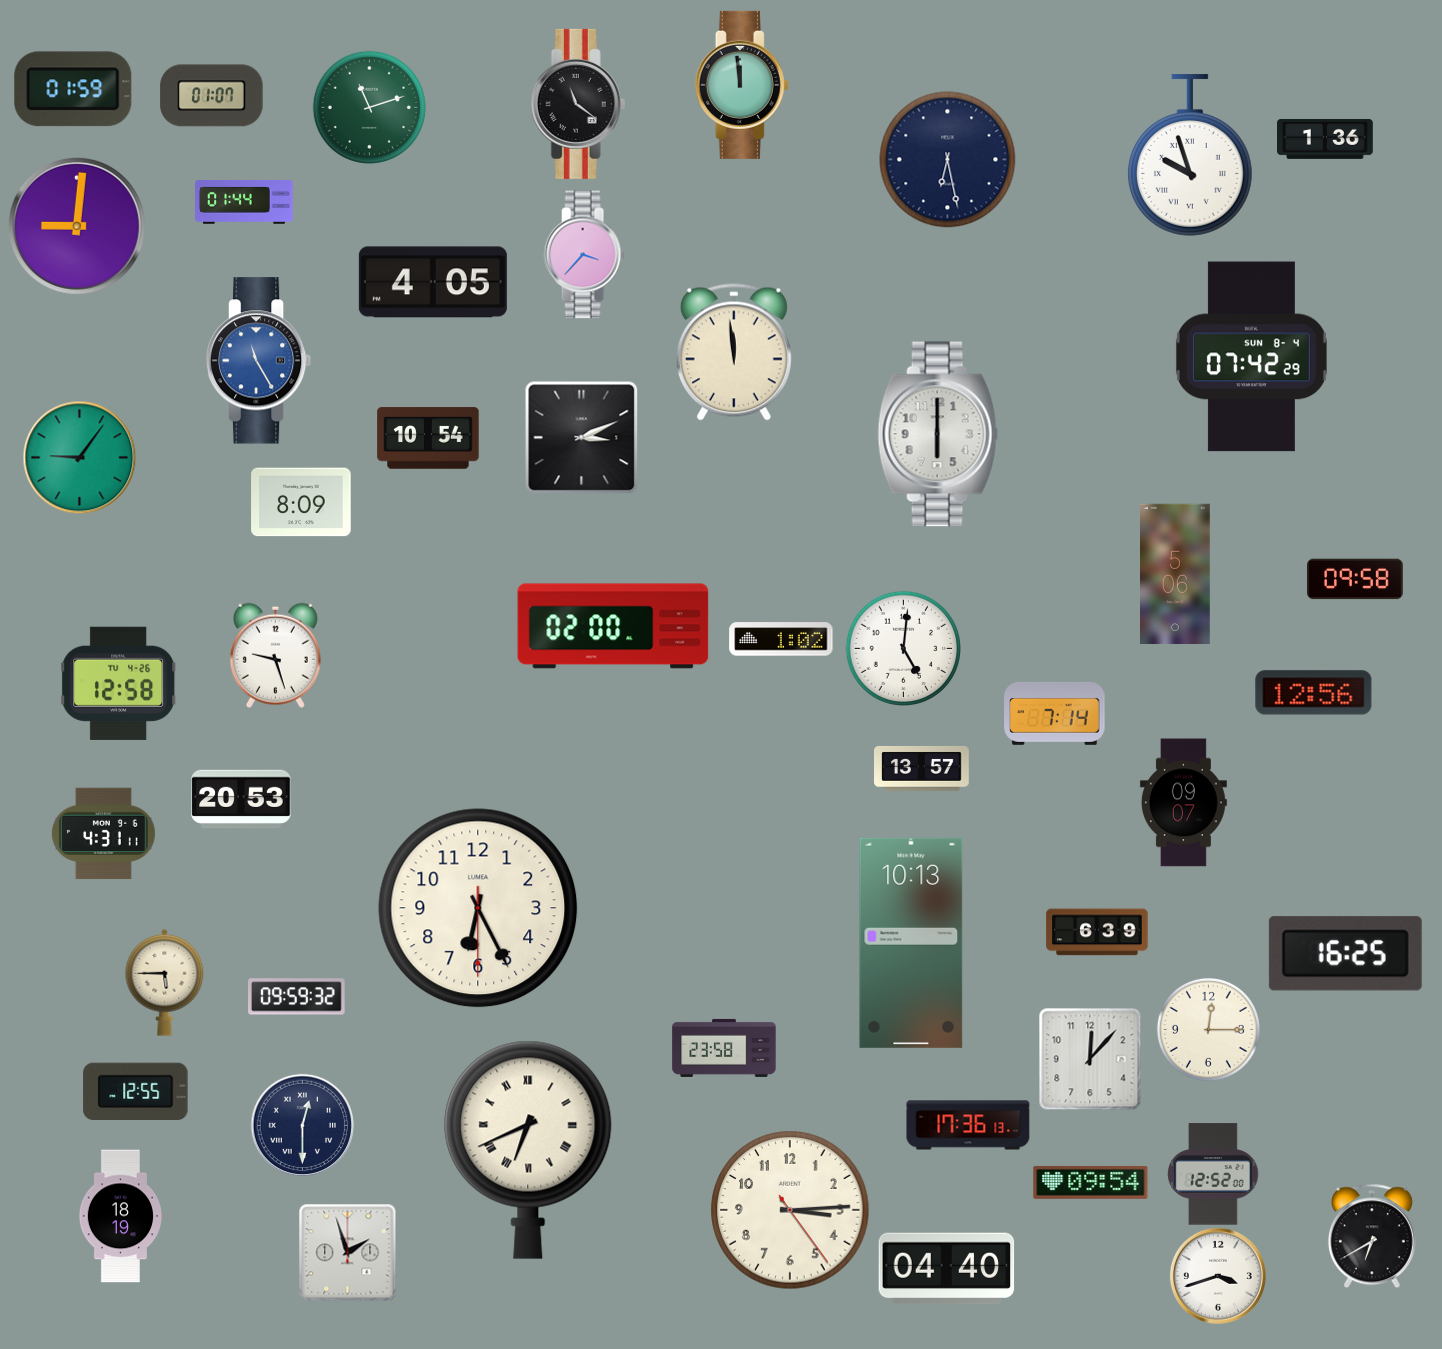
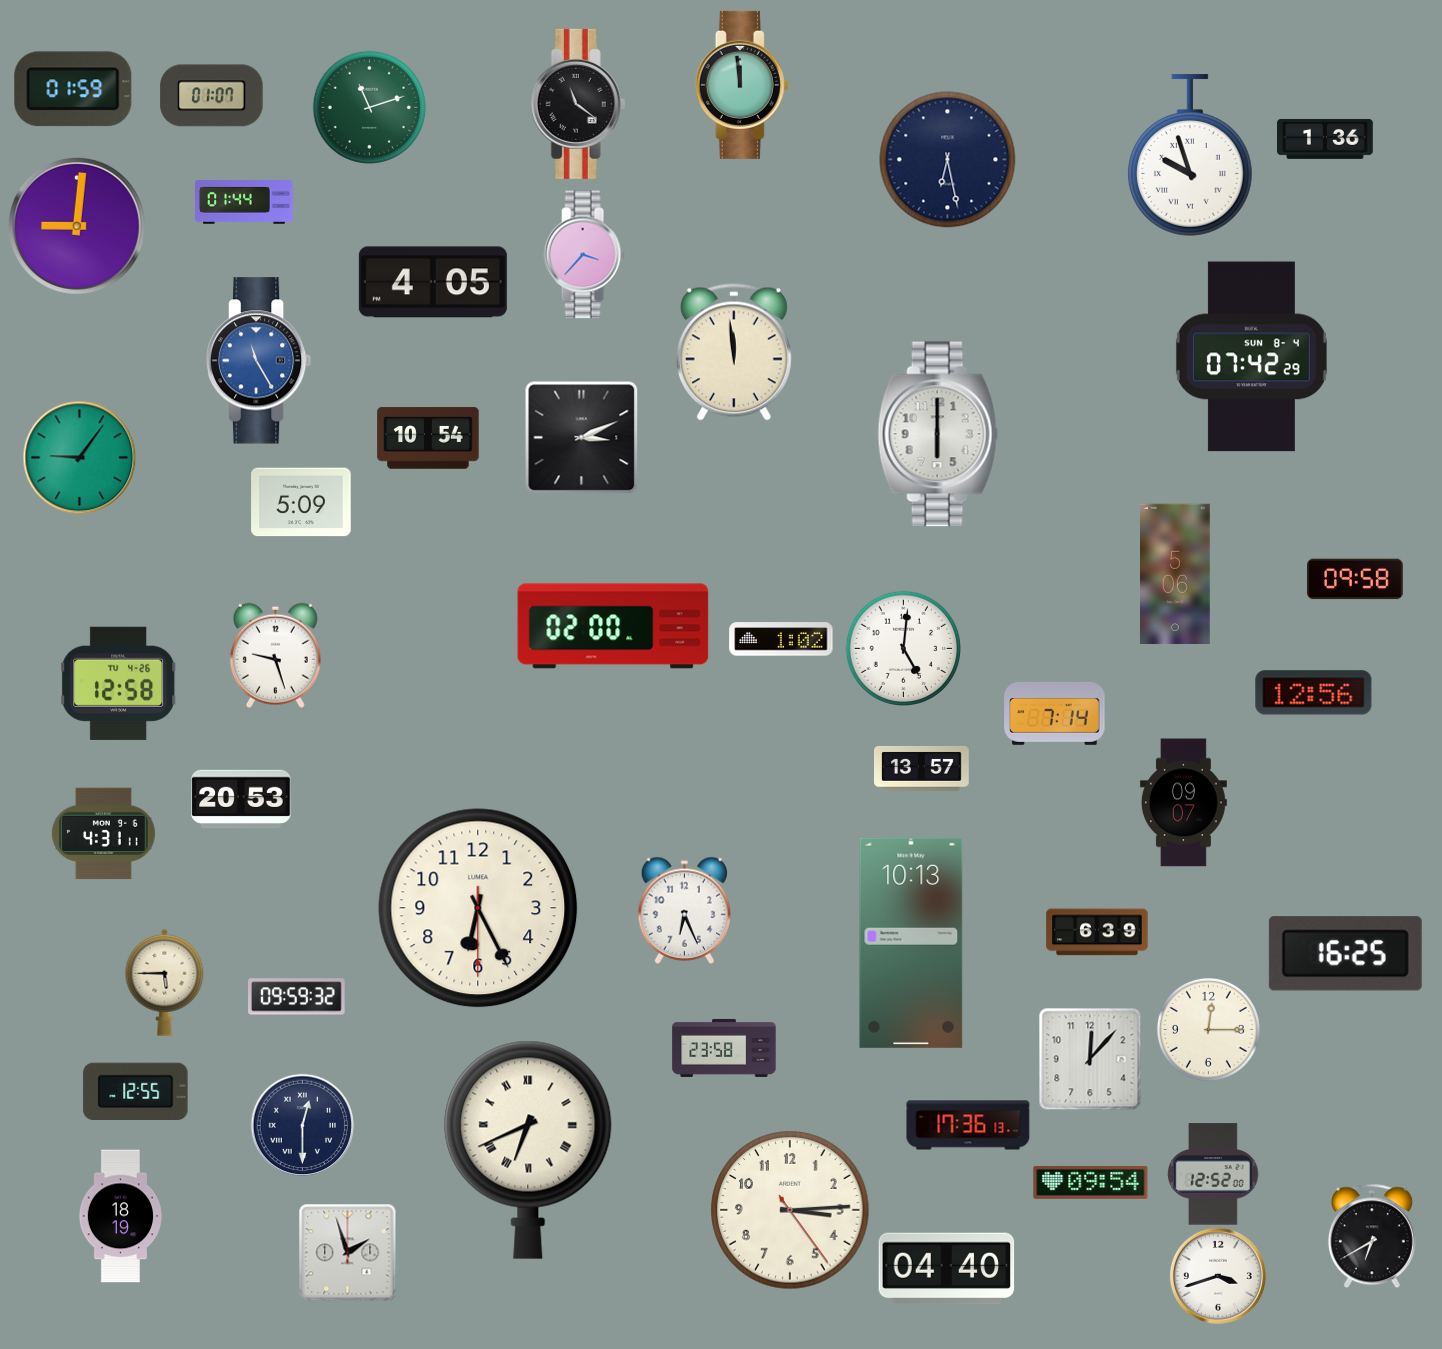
clock at (301, 502): 8:09 -> 5:09
clock at (684, 910): none -> 6:26
